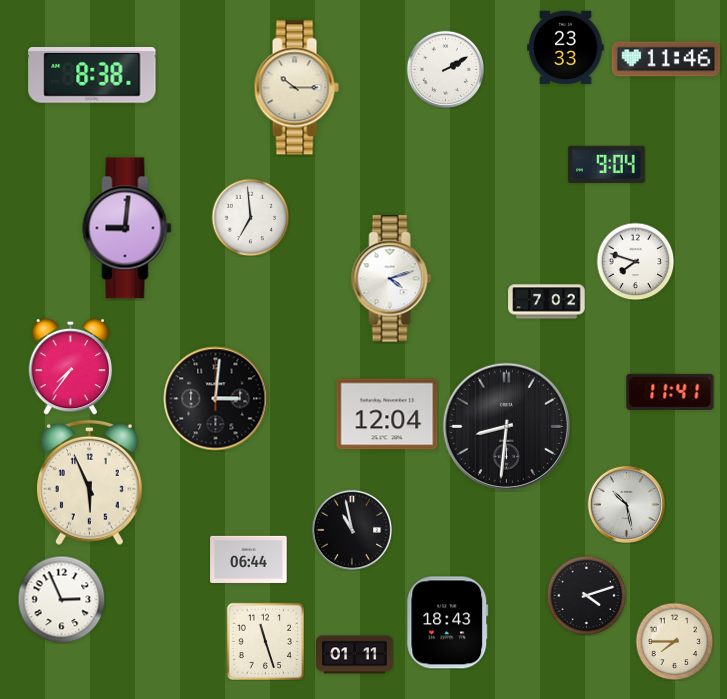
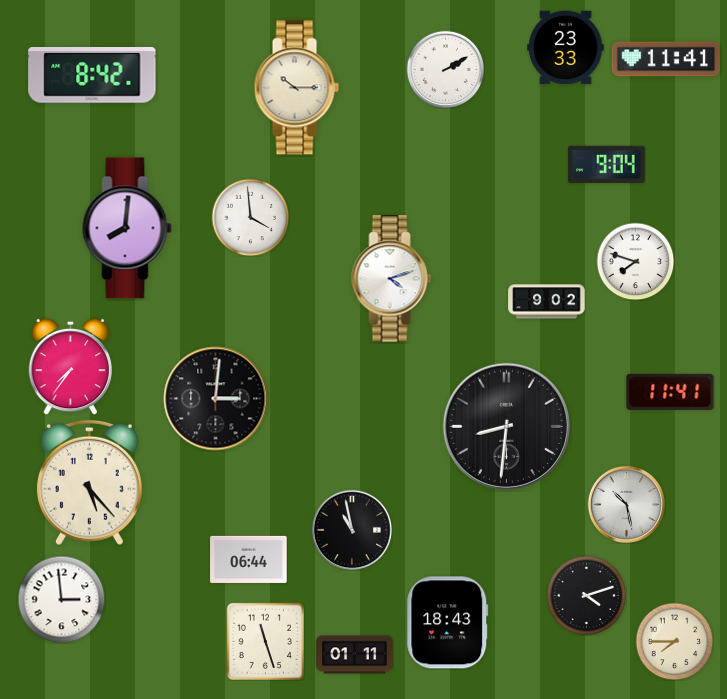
clock at (666, 59): 11:46 -> 11:41
clock at (92, 76): 8:38 -> 8:42
clock at (250, 217): 6:59 -> 3:59
clock at (127, 228): 9:01 -> 8:01
clock at (547, 302): 7:02 -> 9:02
clock at (387, 414): 12:04 -> none
clock at (89, 483): 5:56 -> 5:23
clock at (61, 599): 2:56 -> 2:59
